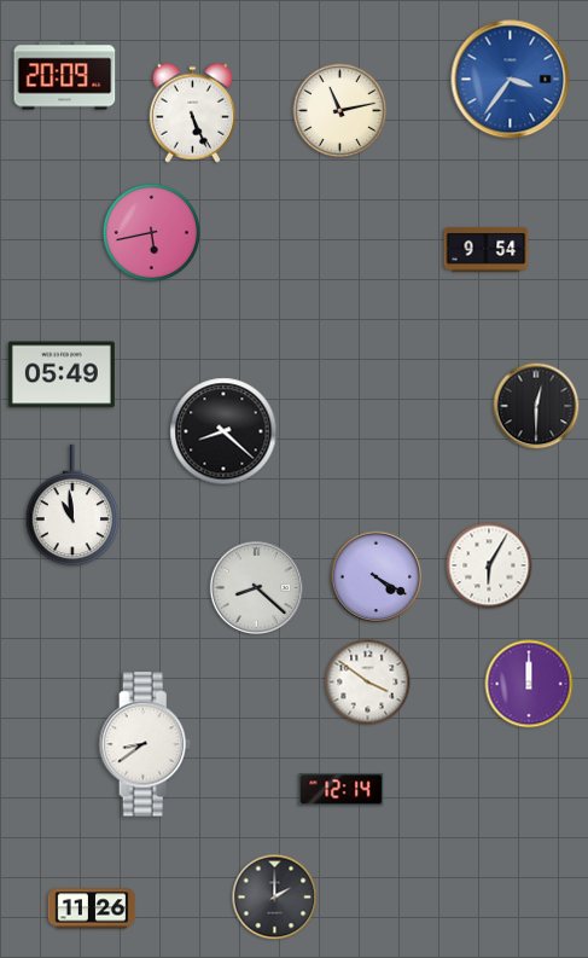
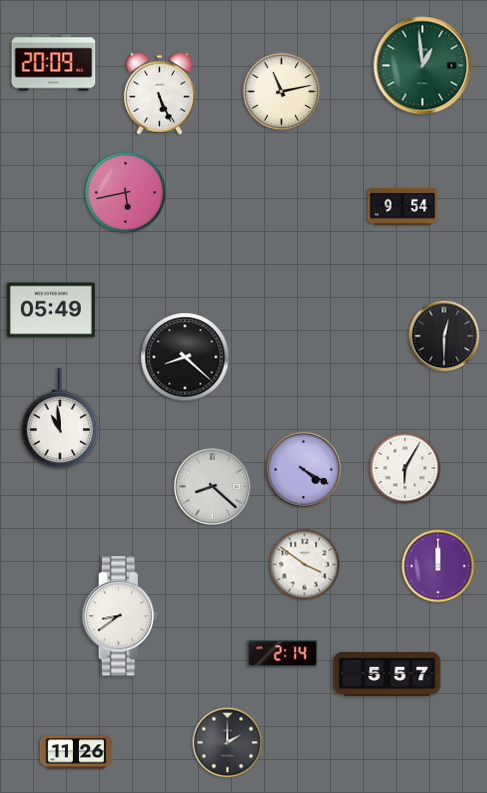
clock at (511, 80): 3:36 -> 12:59
clock at (511, 80) dial: blue -> green
clock at (377, 577) position: (377, 577) -> (304, 470)
clock at (342, 790): 12:14 -> 2:14
clock at (387, 674): none -> 5:57
